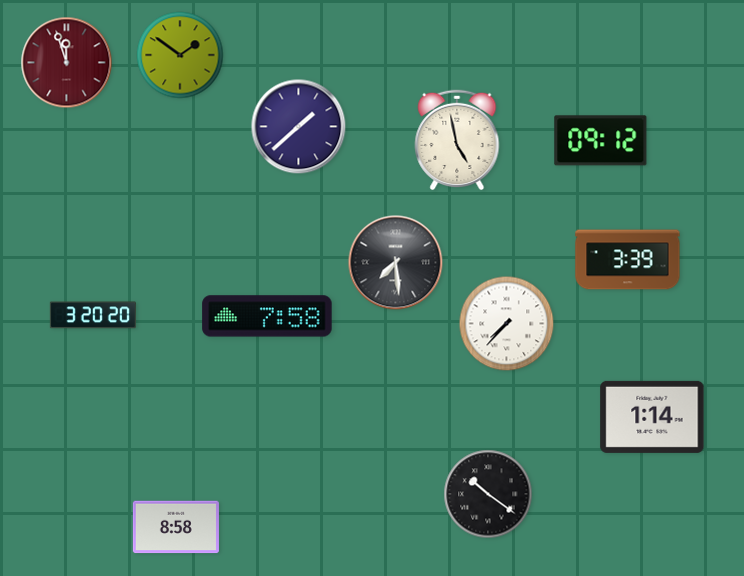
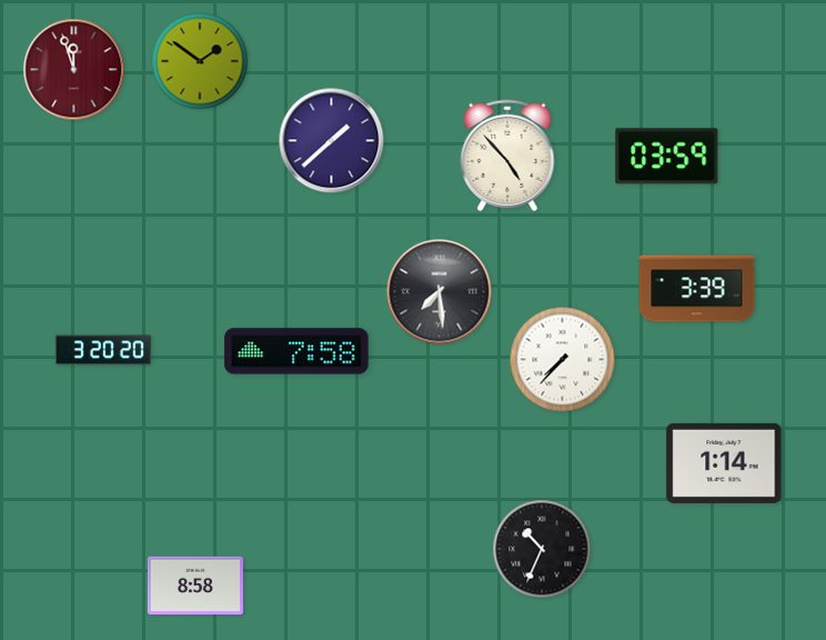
clock at (457, 140): 4:58 -> 4:53
clock at (601, 141): 09:12 -> 03:59
clock at (488, 494): 10:21 -> 10:34
